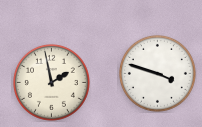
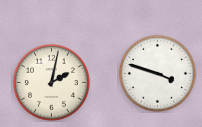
clock at (51, 82): 1:58 -> 2:02
